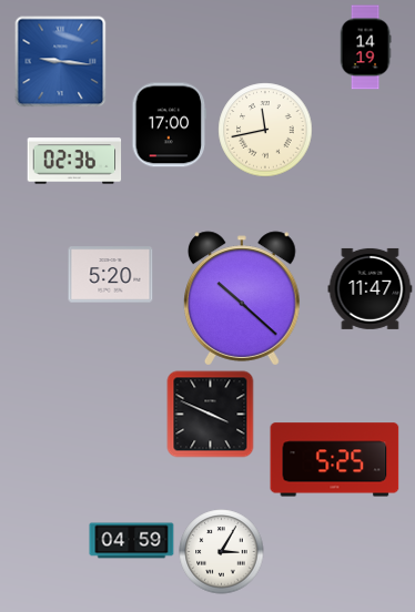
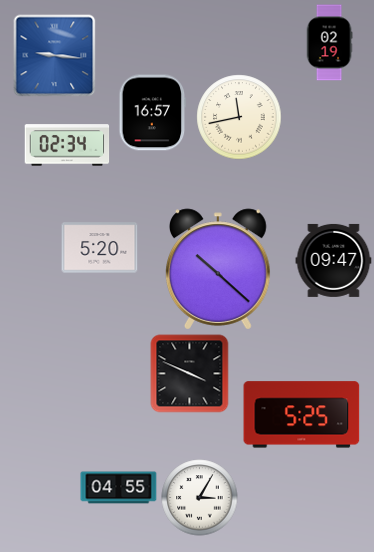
clock at (365, 48): 14:19 -> 02:19
clock at (170, 125): 17:00 -> 16:57
clock at (74, 161): 02:36 -> 02:34
clock at (371, 288): 11:47 -> 09:47
clock at (132, 541): 04:59 -> 04:55
